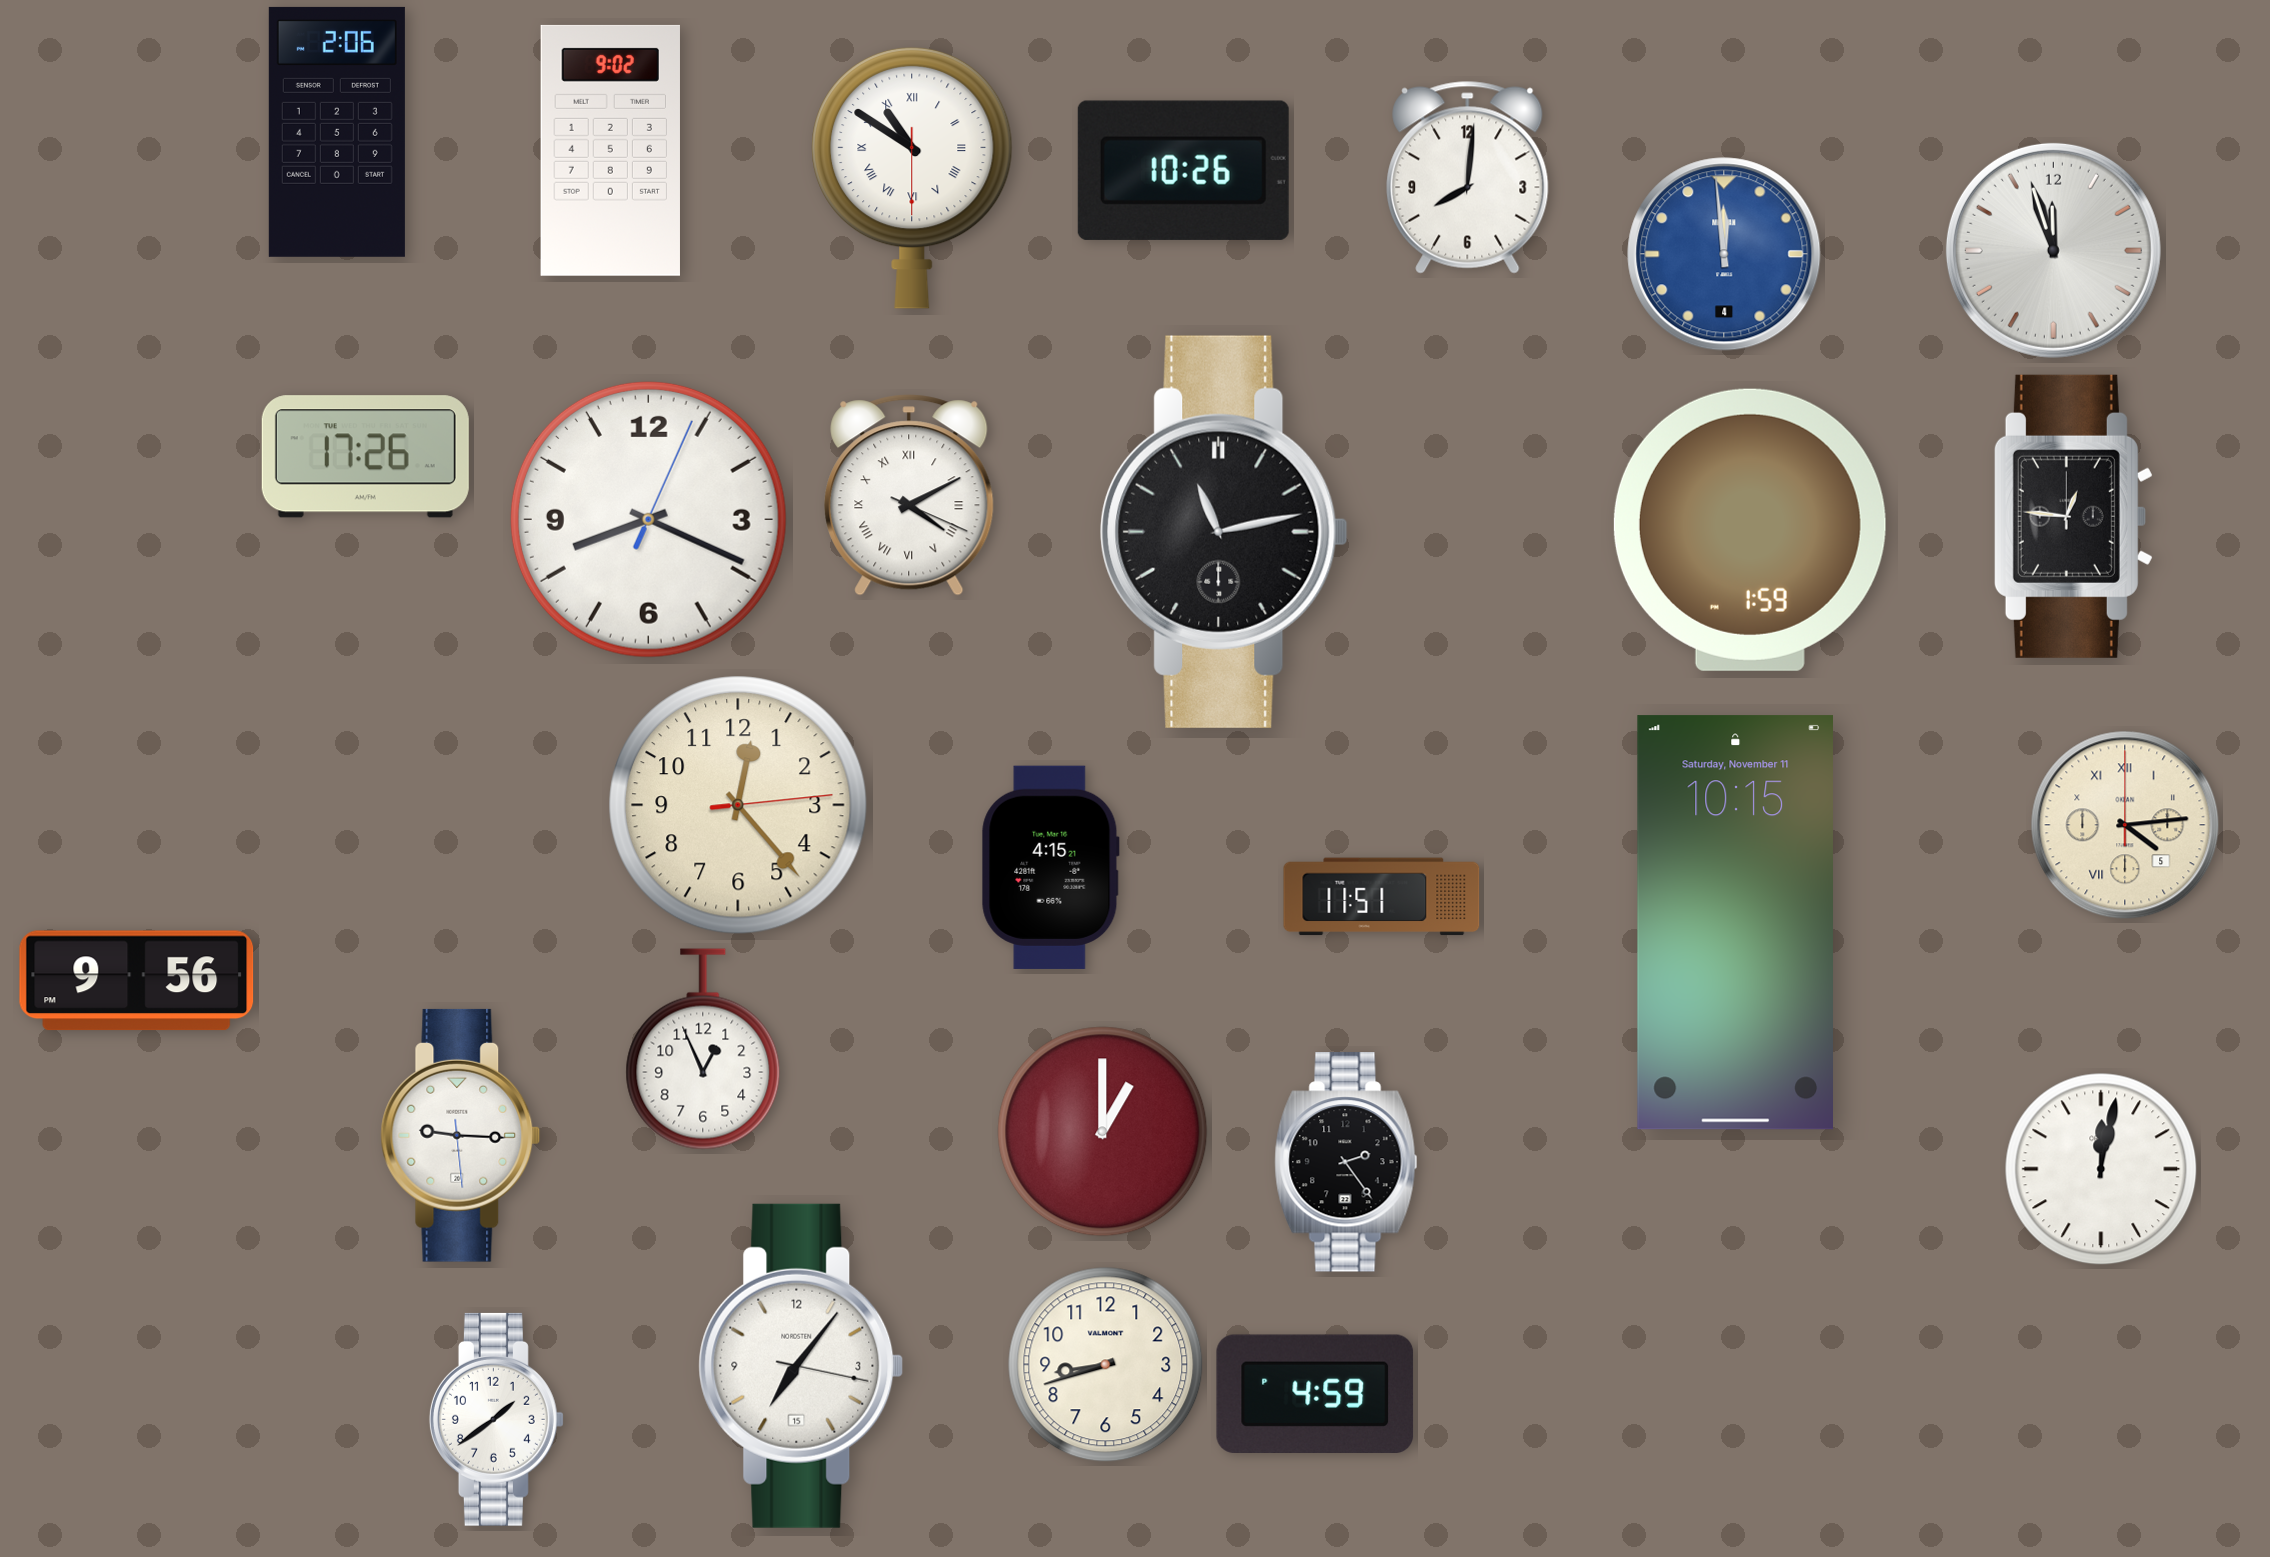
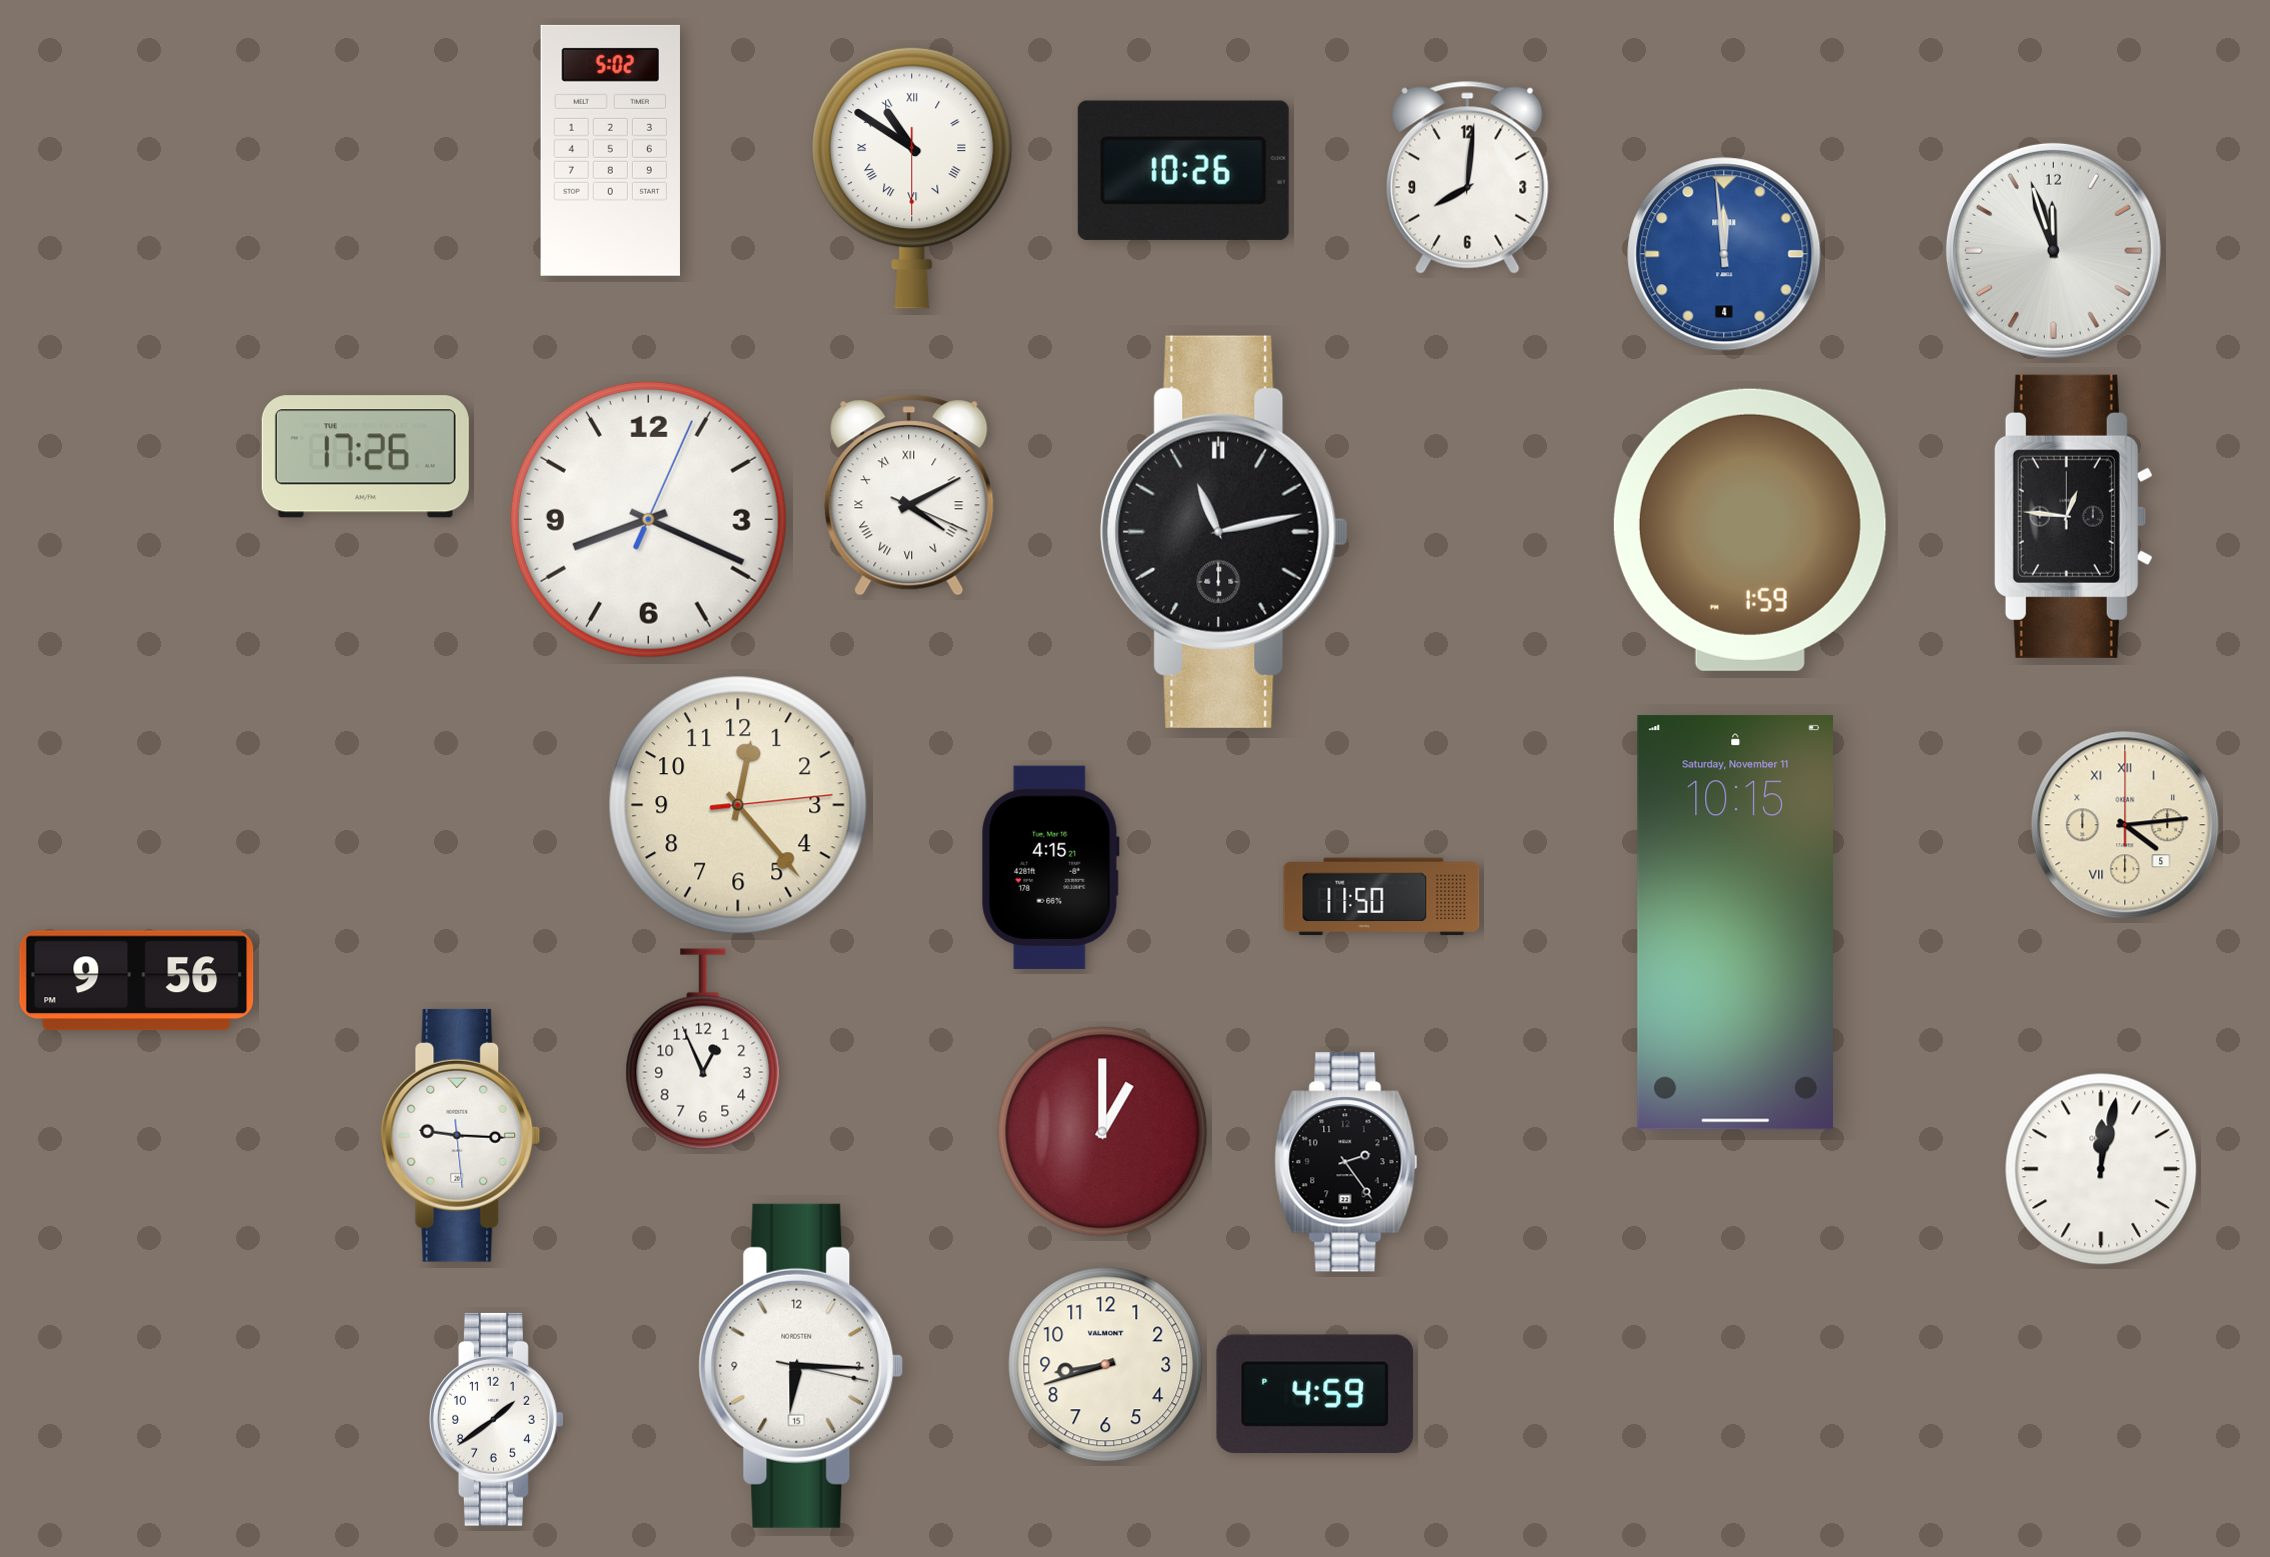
clock at (337, 132): 2:06 -> none
clock at (610, 150): 9:02 -> 5:02
clock at (1382, 897): 11:51 -> 11:50
clock at (801, 1366): 7:06 -> 6:15
